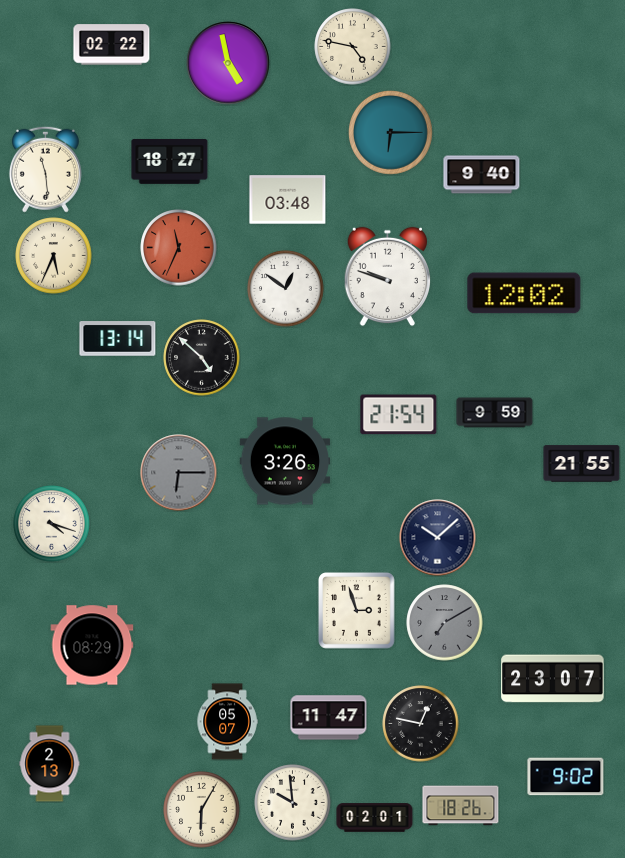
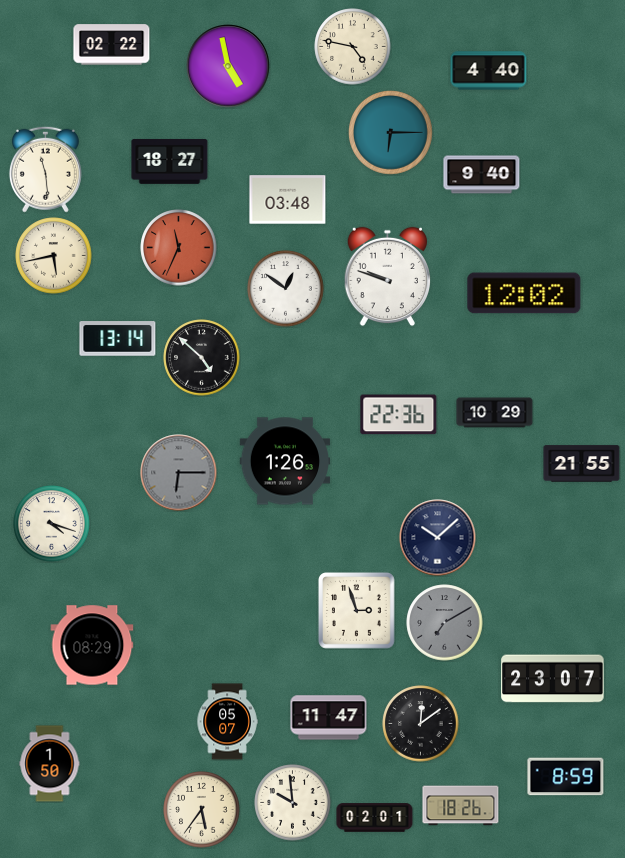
clock at (228, 63) position: (228, 63) -> (228, 66)
clock at (489, 71): none -> 4:40
clock at (54, 256): 5:34 -> 5:43
clock at (495, 413): 9:59 -> 10:29
clock at (399, 415): 21:54 -> 22:36
clock at (285, 461): 3:26 -> 1:26
clock at (421, 724): 12:47 -> 12:09
clock at (50, 764): 2:13 -> 1:50
clock at (566, 777): 9:02 -> 8:59
clock at (202, 810): 6:05 -> 5:36
